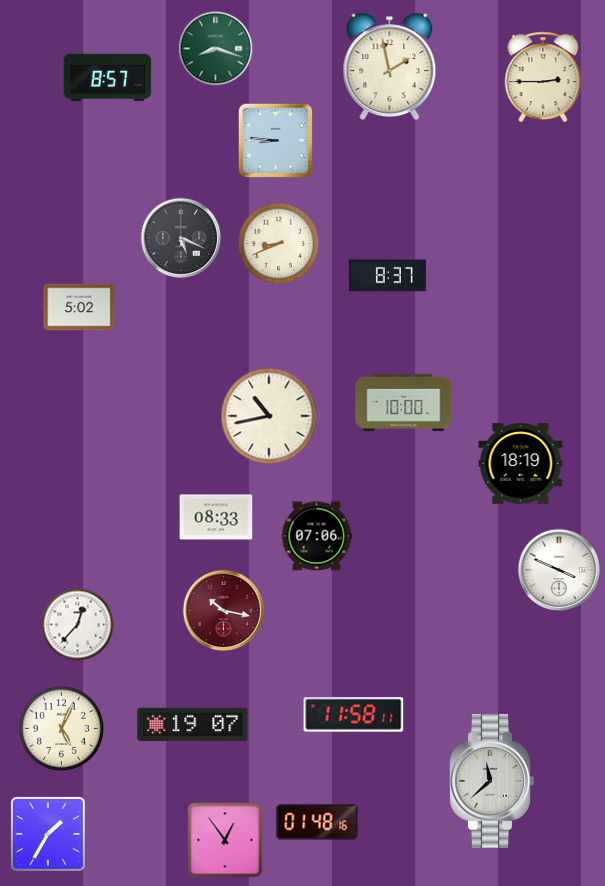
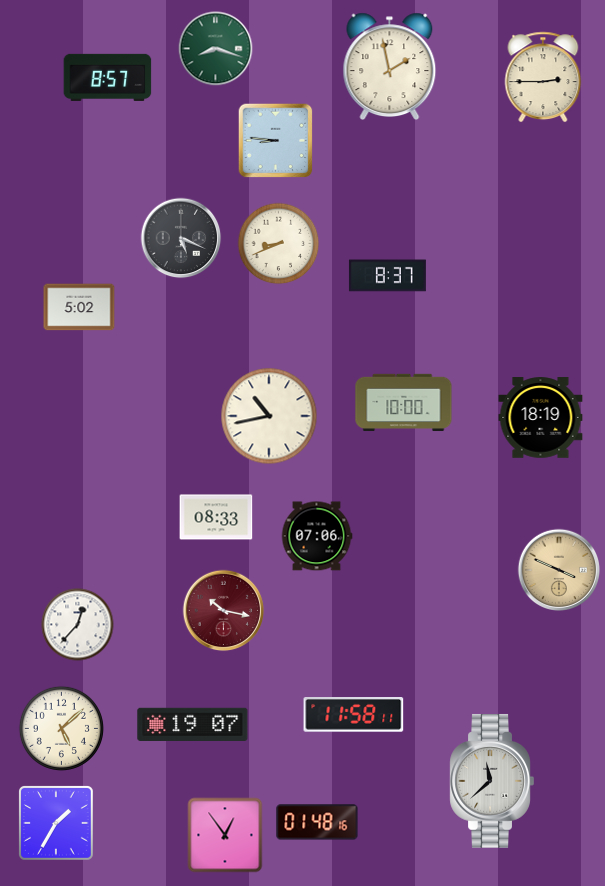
clock at (521, 464) position: (521, 464) -> (541, 418)
clock at (559, 570) dial: white -> champagne
clock at (61, 728): 5:04 -> 5:08
clock at (49, 835) position: (49, 835) -> (57, 824)
clock at (225, 840) position: (225, 840) -> (225, 835)
